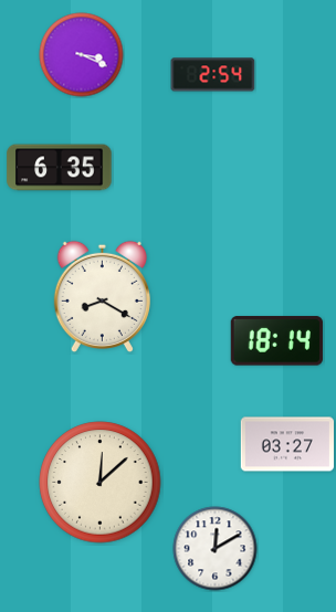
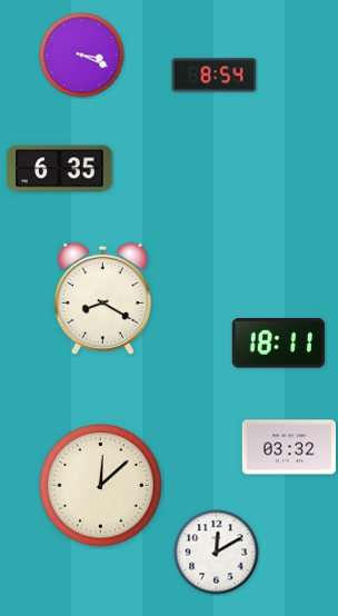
clock at (213, 75): 2:54 -> 8:54
clock at (276, 341): 18:14 -> 18:11
clock at (286, 444): 03:27 -> 03:32
